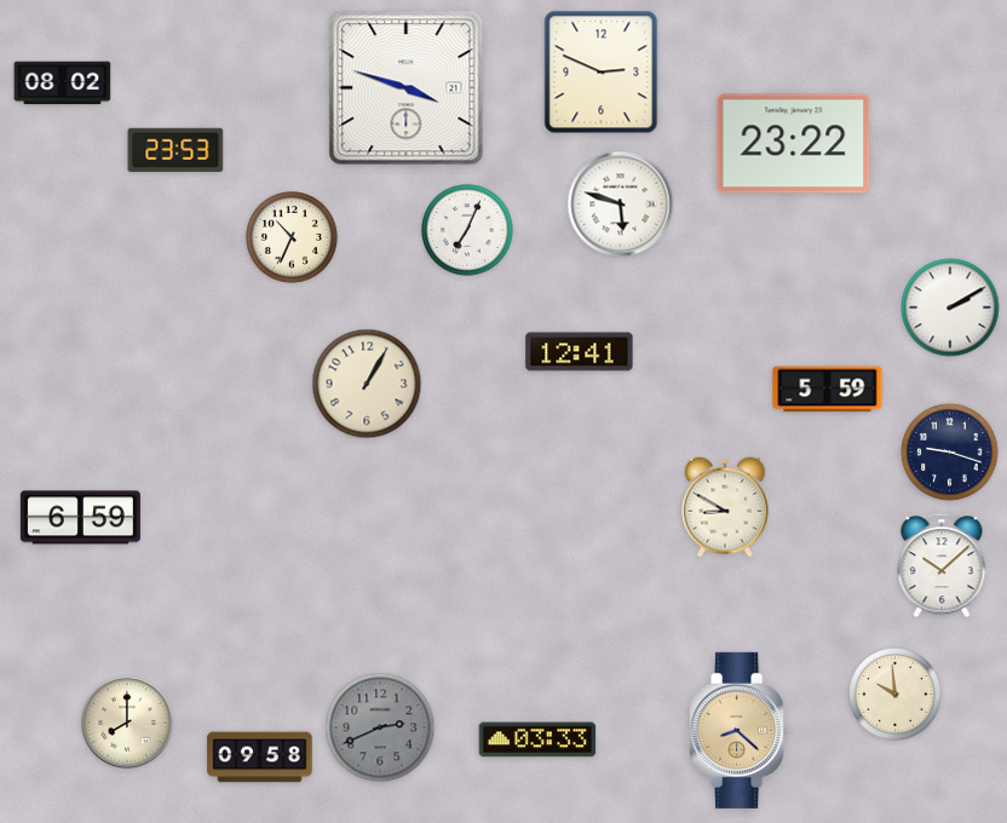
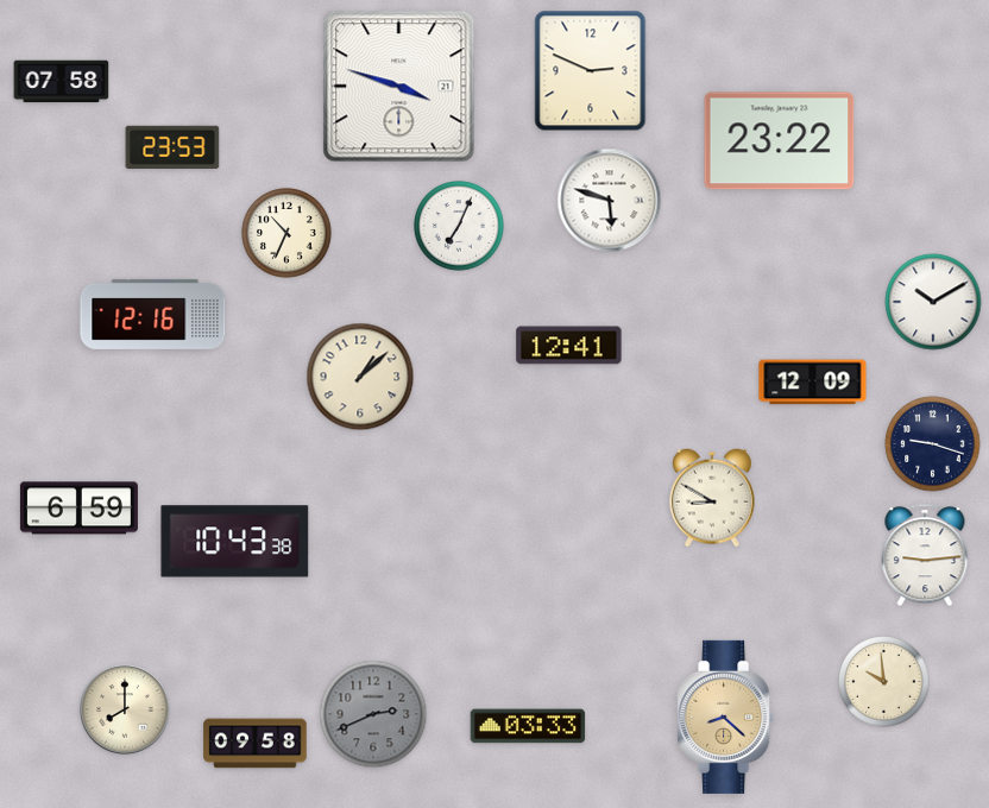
clock at (63, 84): 08:02 -> 07:58
clock at (950, 307): 2:10 -> 10:10
clock at (153, 314): none -> 12:16
clock at (367, 384): 1:05 -> 1:08
clock at (828, 390): 5:59 -> 12:09
clock at (235, 542): none -> 10:43
clock at (942, 565): 10:08 -> 9:14
clock at (896, 695) position: (896, 695) -> (884, 682)
